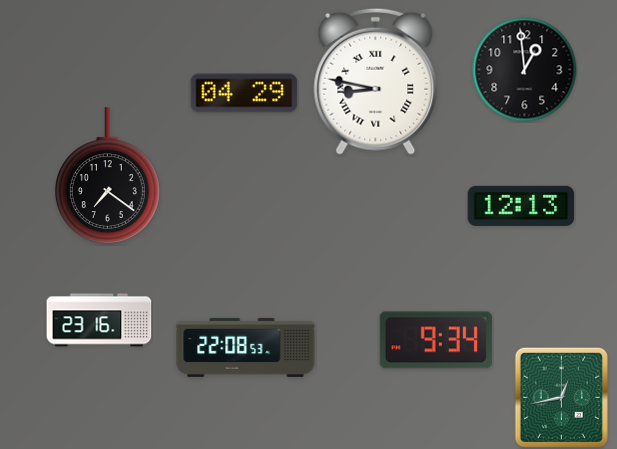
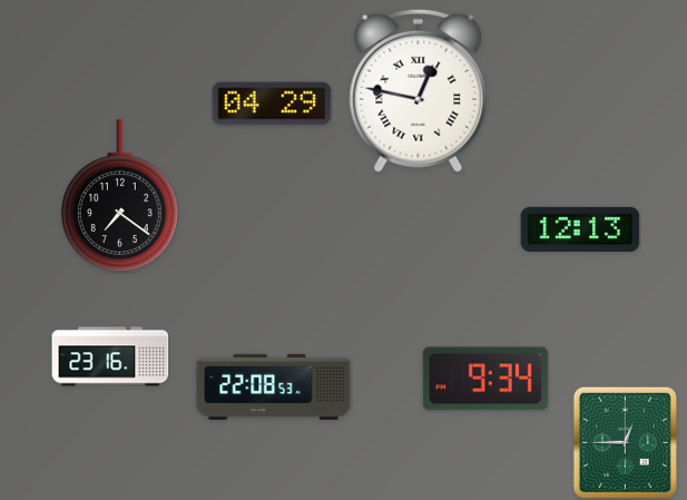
clock at (525, 70): 12:59 -> none
clock at (376, 81): 8:47 -> 12:47
clock at (561, 397): 12:43 -> 12:45
